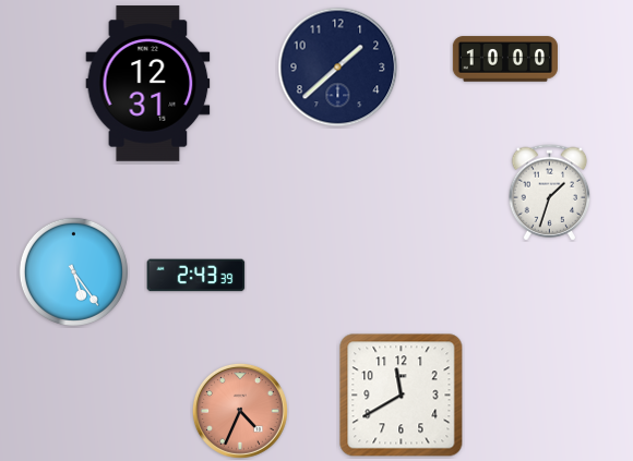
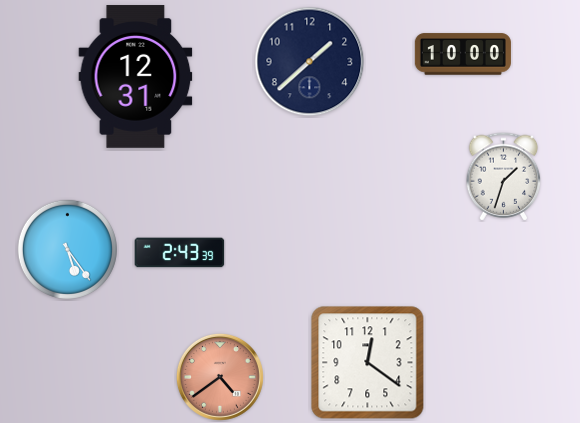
clock at (402, 396): 11:40 -> 12:21
clock at (240, 411): 4:34 -> 4:39
